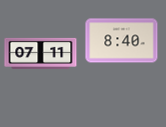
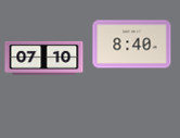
clock at (41, 53): 07:11 -> 07:10
